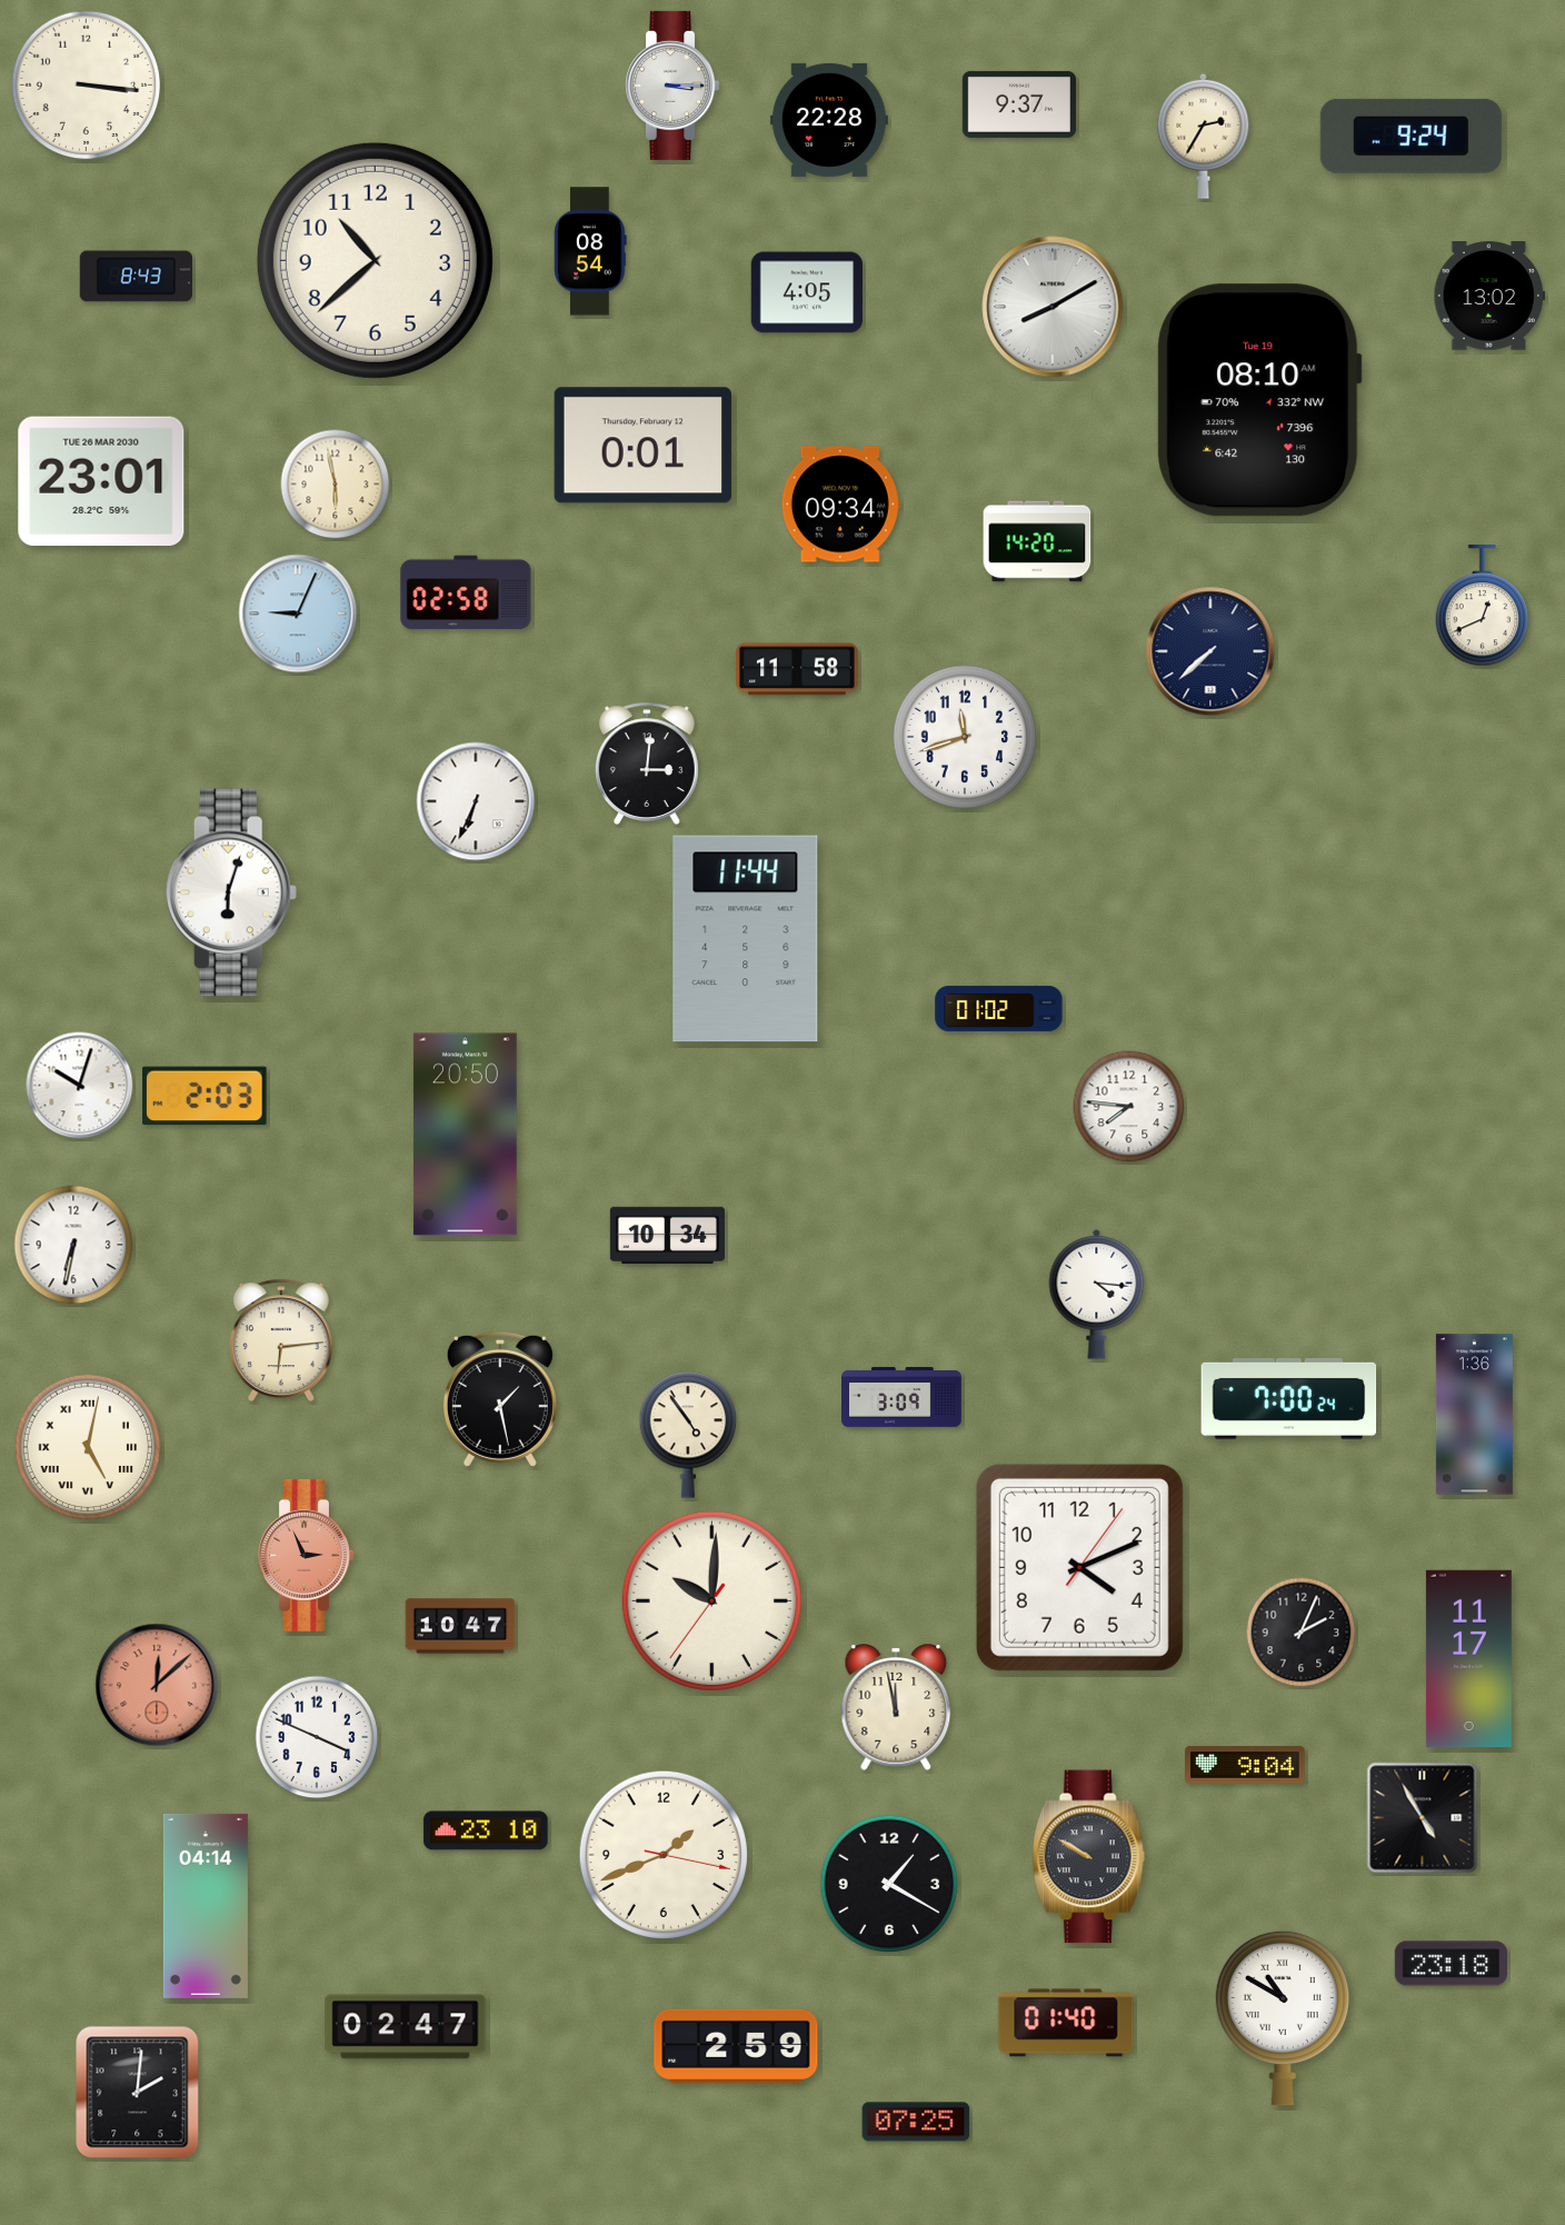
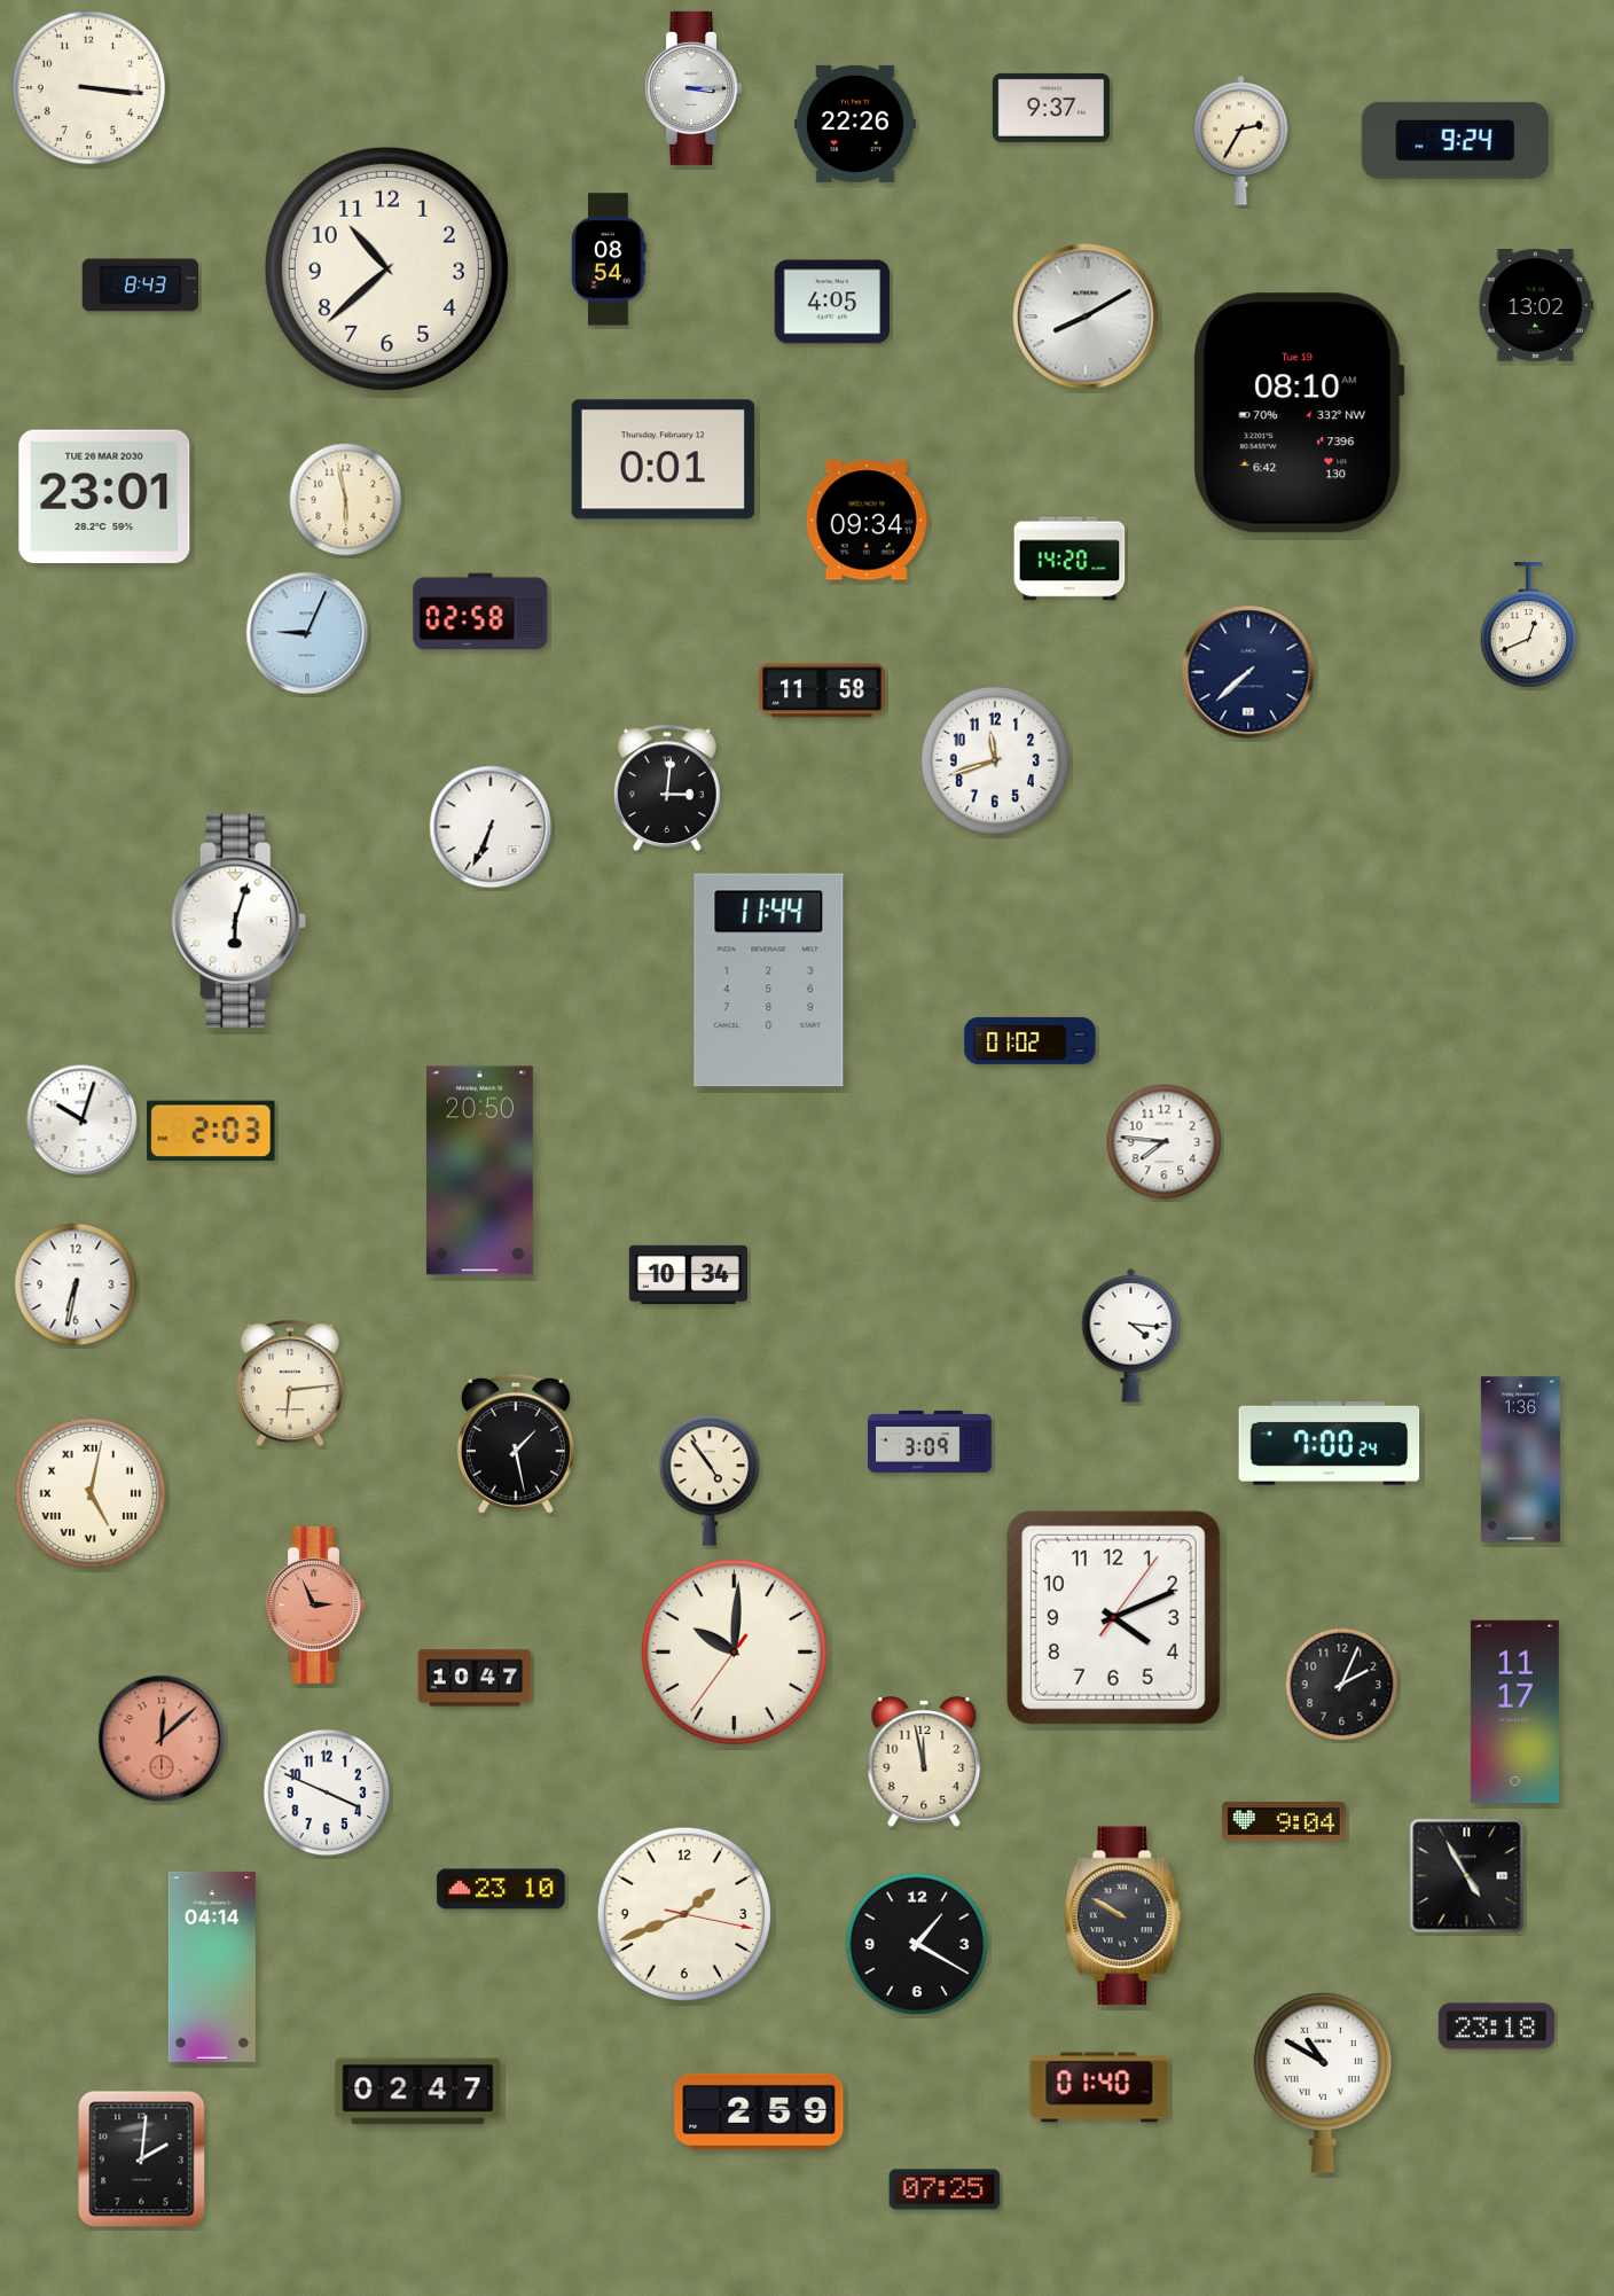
clock at (829, 120): 22:28 -> 22:26
clock at (746, 939) position: (746, 939) -> (769, 981)
